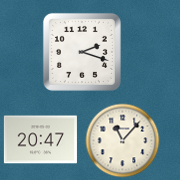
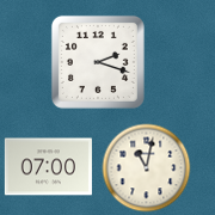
clock at (40, 140): 20:47 -> 07:00
clock at (123, 141): 11:07 -> 11:02
